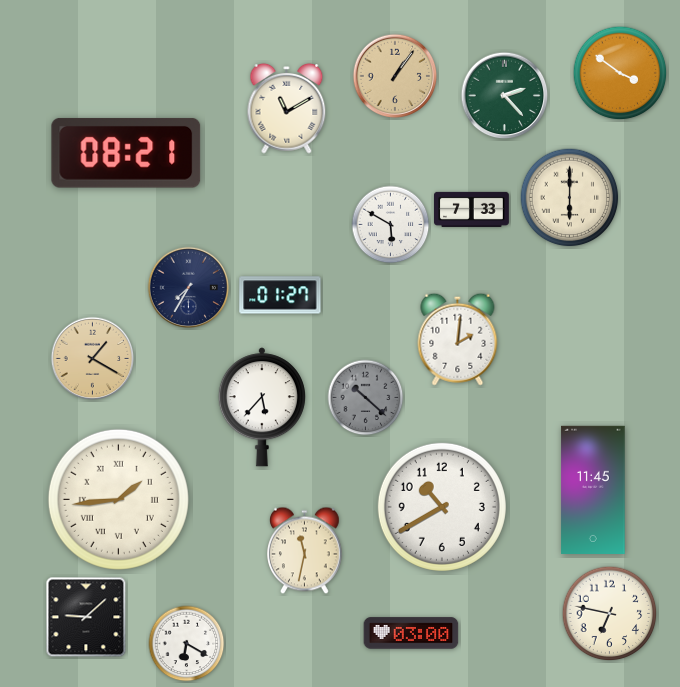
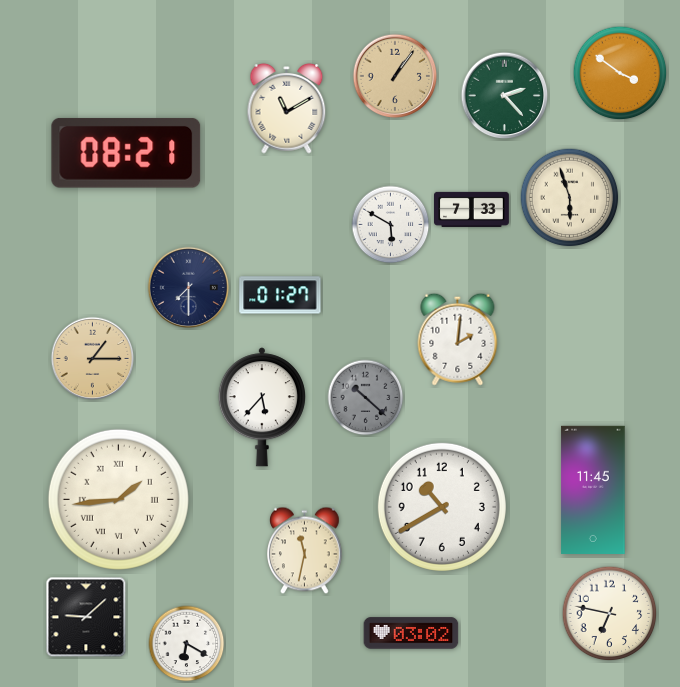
clock at (570, 198): 6:00 -> 5:57
clock at (189, 288): 7:35 -> 7:30
clock at (93, 359): 1:20 -> 1:15
clock at (411, 633): 03:00 -> 03:02
